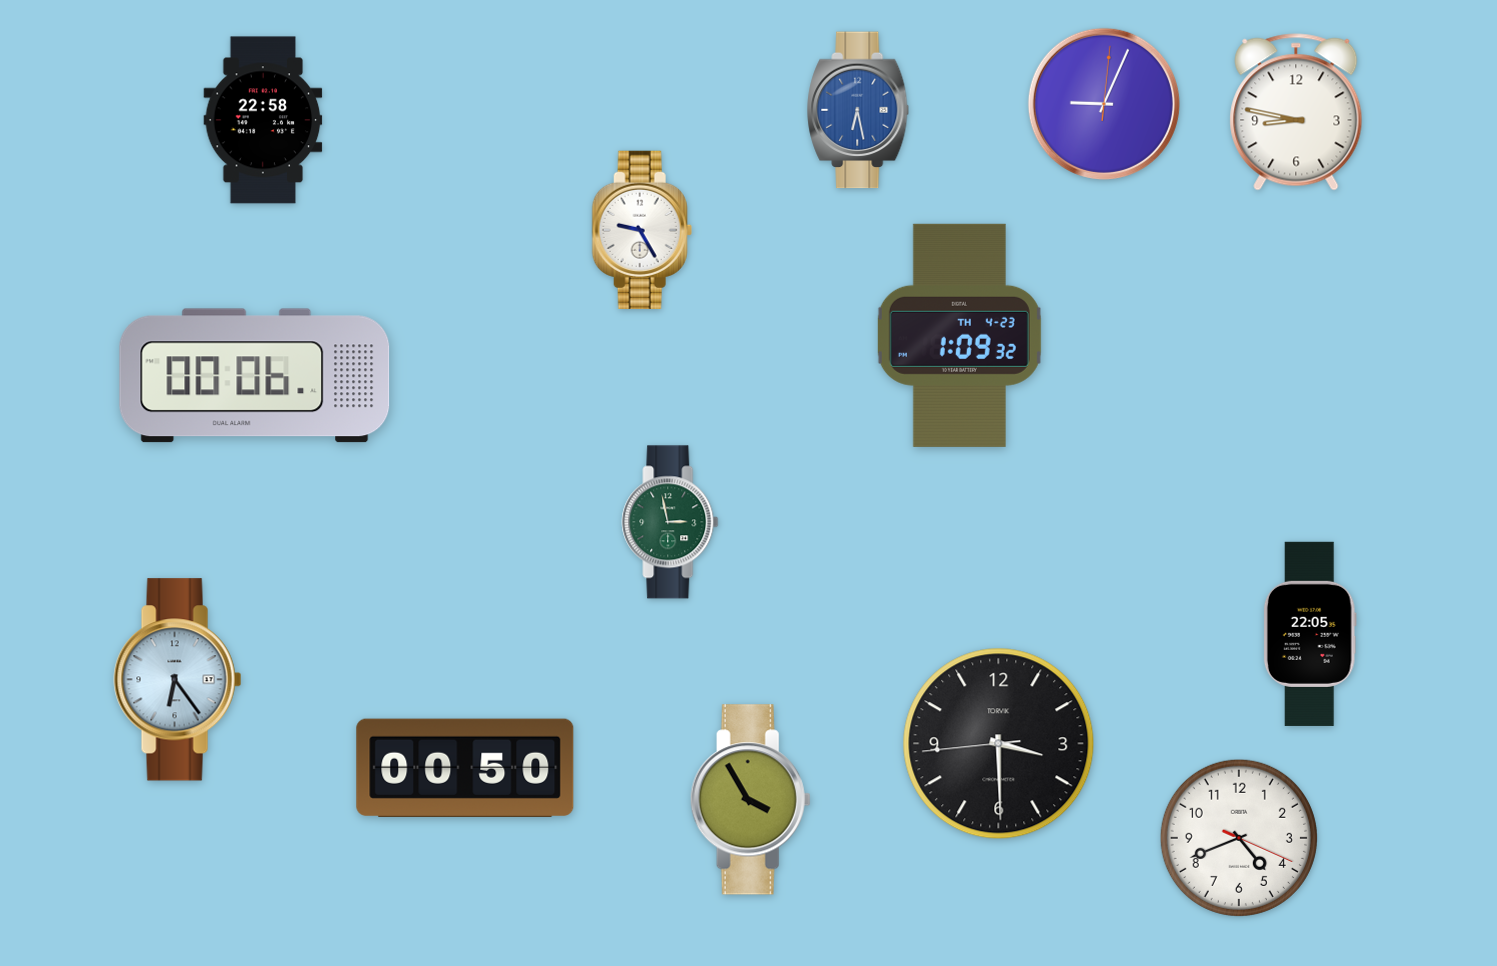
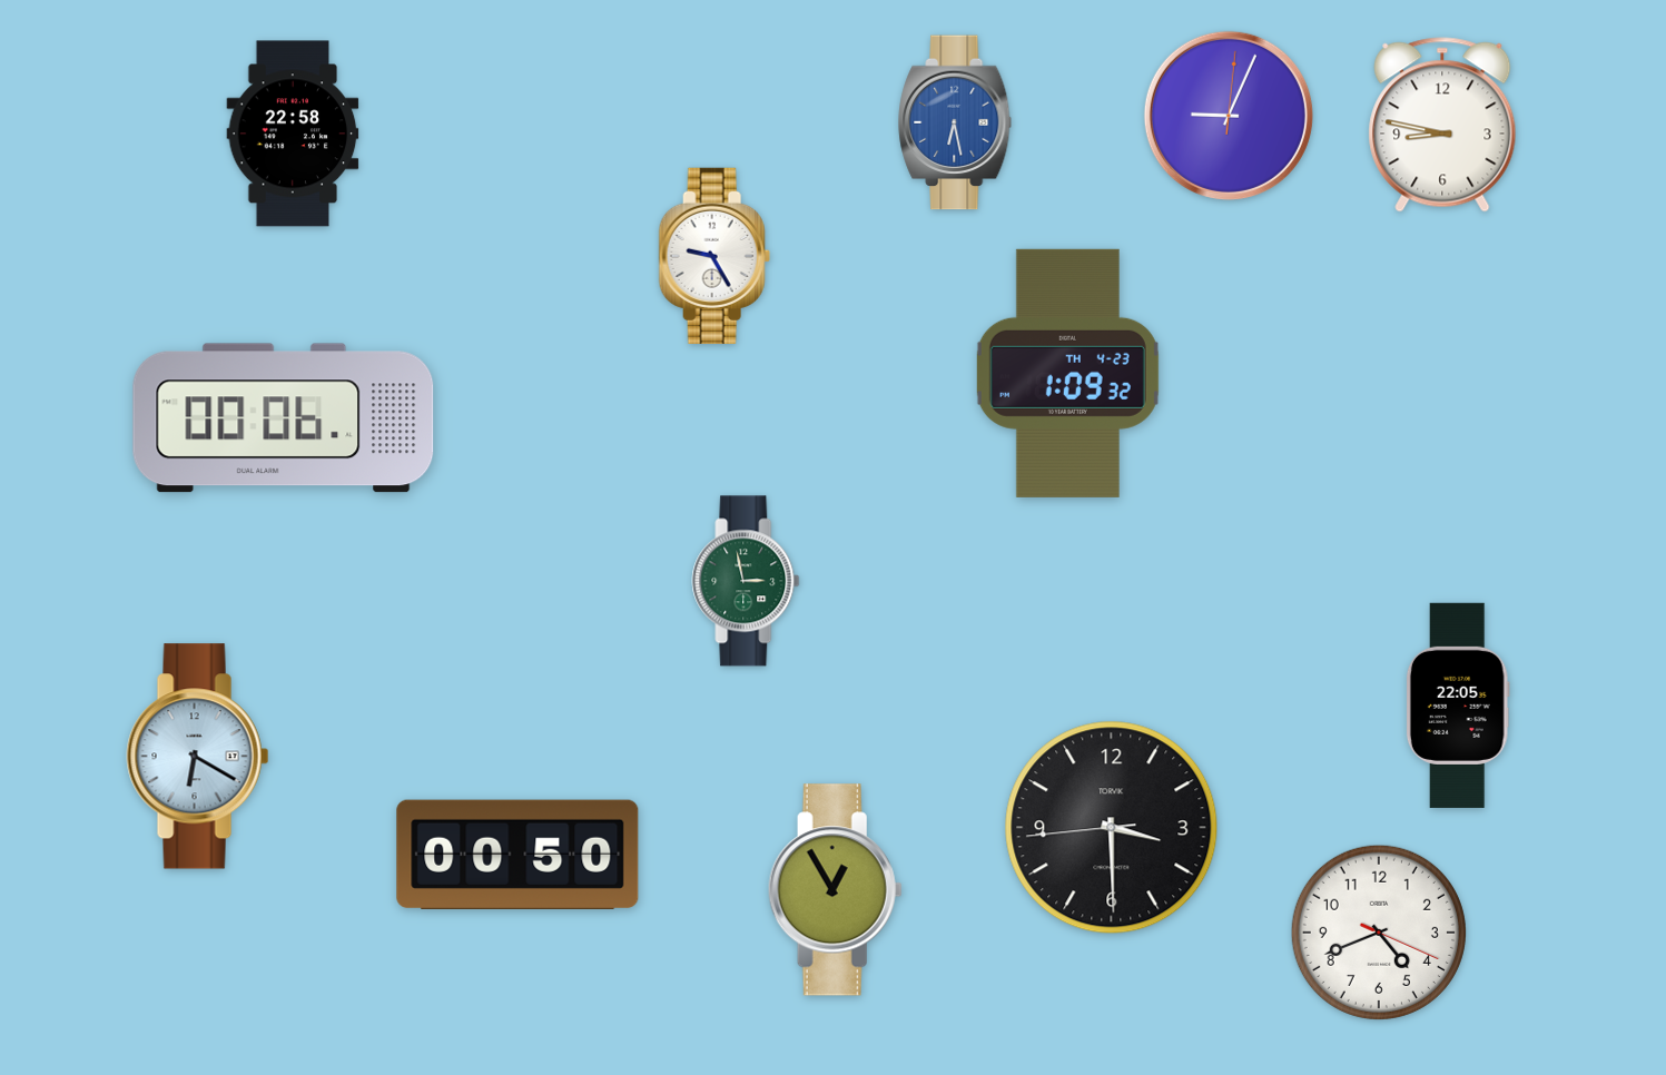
clock at (178, 680): 6:24 -> 6:20
clock at (750, 800): 3:55 -> 12:55
